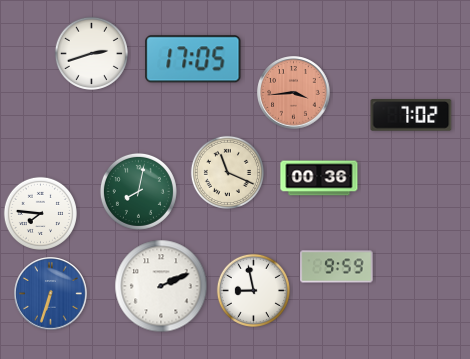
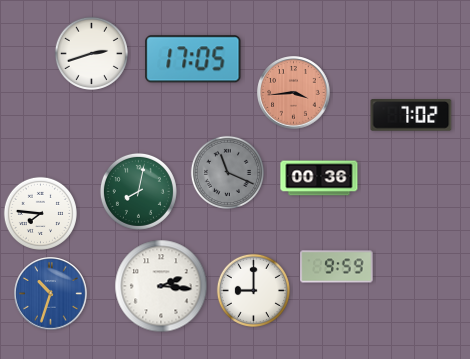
clock at (227, 172) dial: cream -> grey
clock at (161, 286): 2:11 -> 2:16
clock at (253, 290): 8:58 -> 9:00
clock at (51, 294): 6:33 -> 10:33
